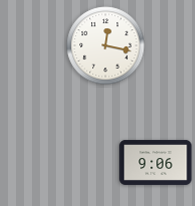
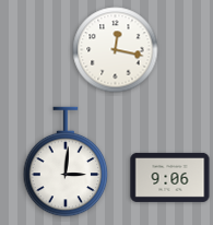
clock at (66, 162): none -> 3:01
